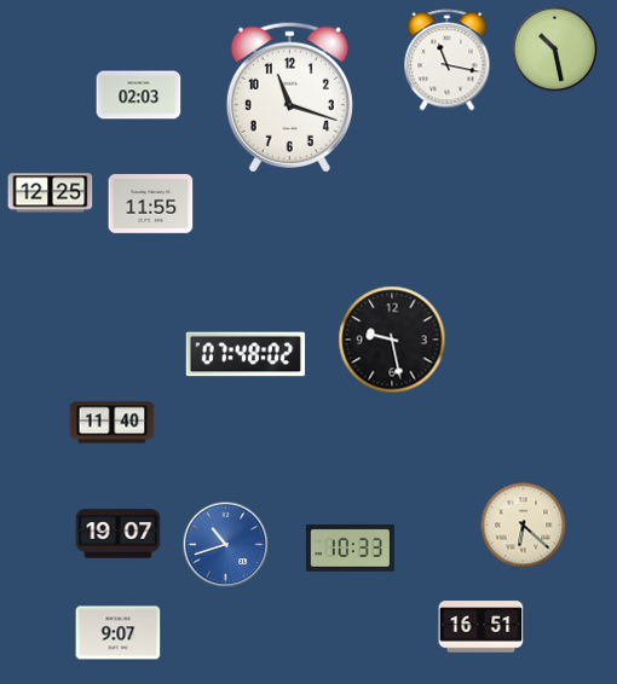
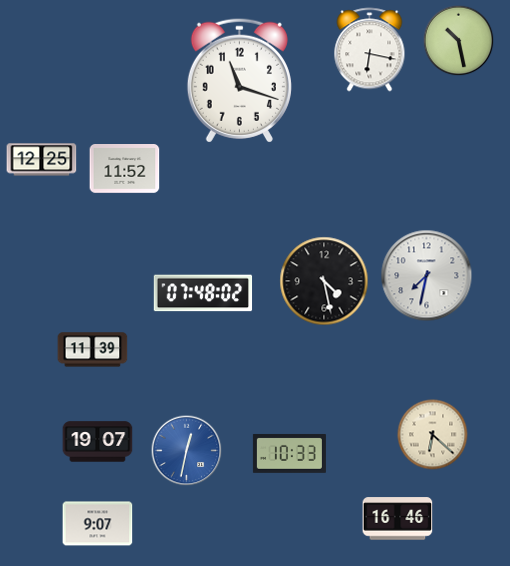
clock at (448, 60): 11:17 -> 6:17
clock at (139, 95): 02:03 -> none
clock at (151, 204): 11:55 -> 11:52
clock at (427, 276): none -> 7:32
clock at (392, 340): 9:28 -> 4:28
clock at (113, 423): 11:40 -> 11:39
clock at (226, 545): 10:42 -> 12:32
clock at (482, 627): 16:51 -> 16:46
